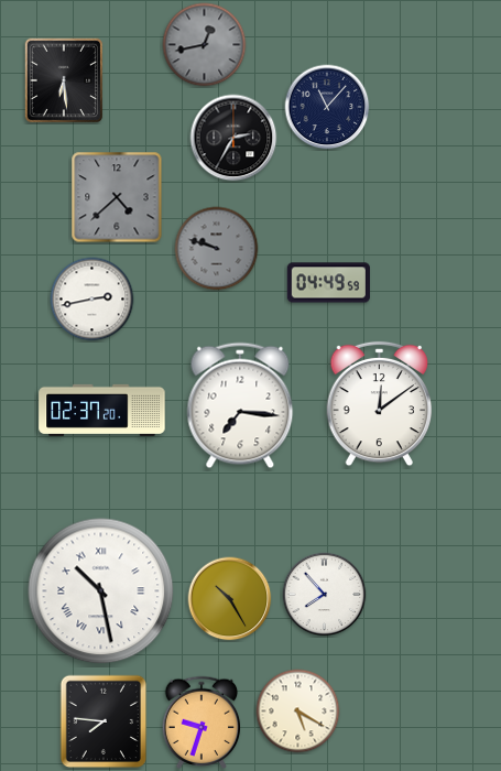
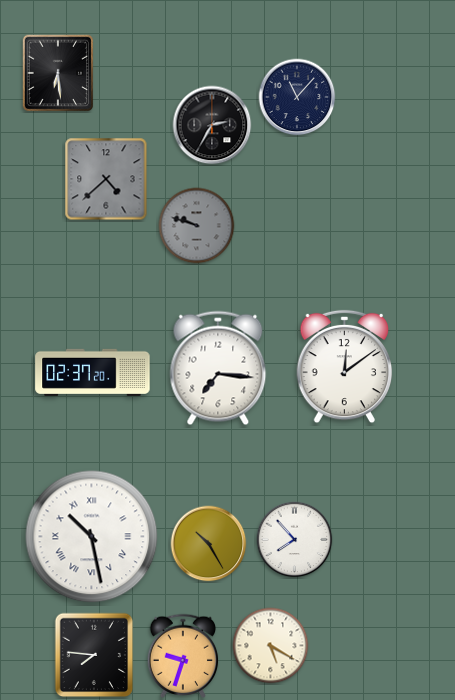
clock at (205, 45): 12:43 -> none
clock at (328, 283): 04:49 -> none
clock at (92, 300): 2:43 -> none
